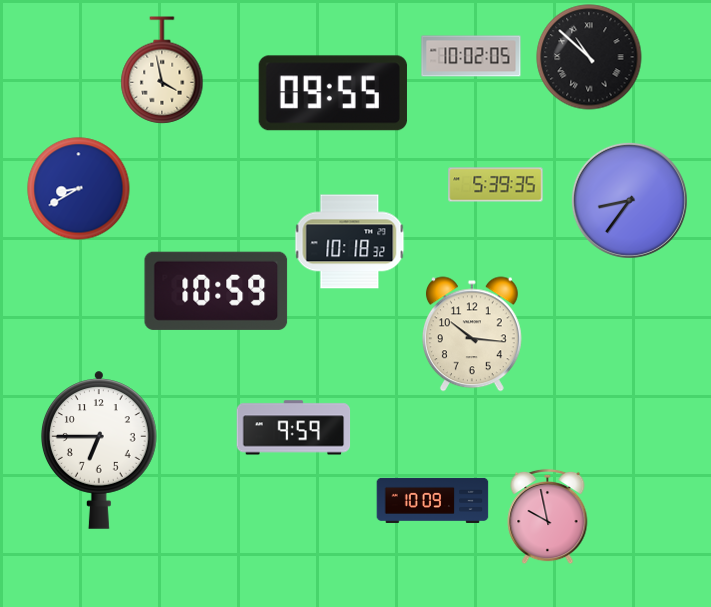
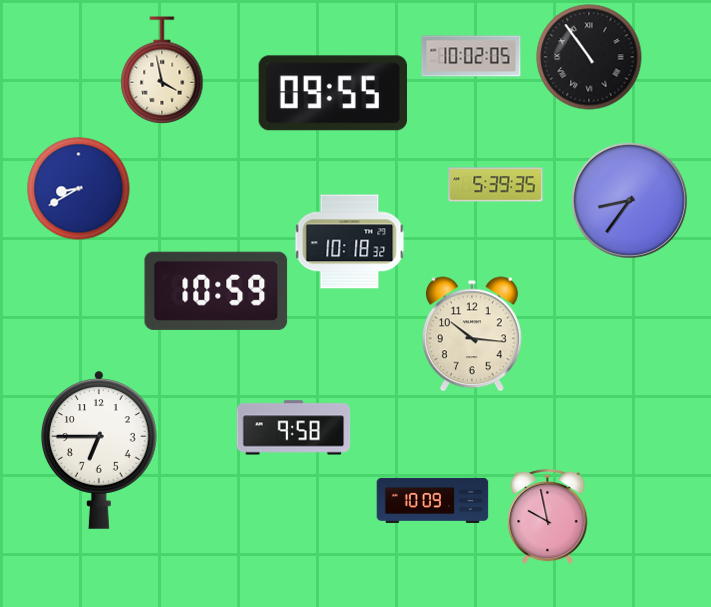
clock at (589, 57): 10:52 -> 10:54
clock at (294, 428): 9:59 -> 9:58
